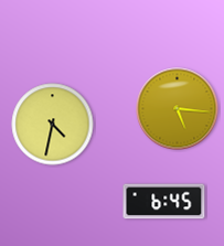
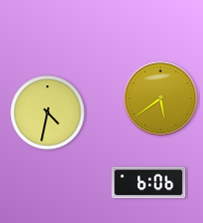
clock at (178, 109): 5:16 -> 5:39
clock at (164, 202): 6:45 -> 6:06
